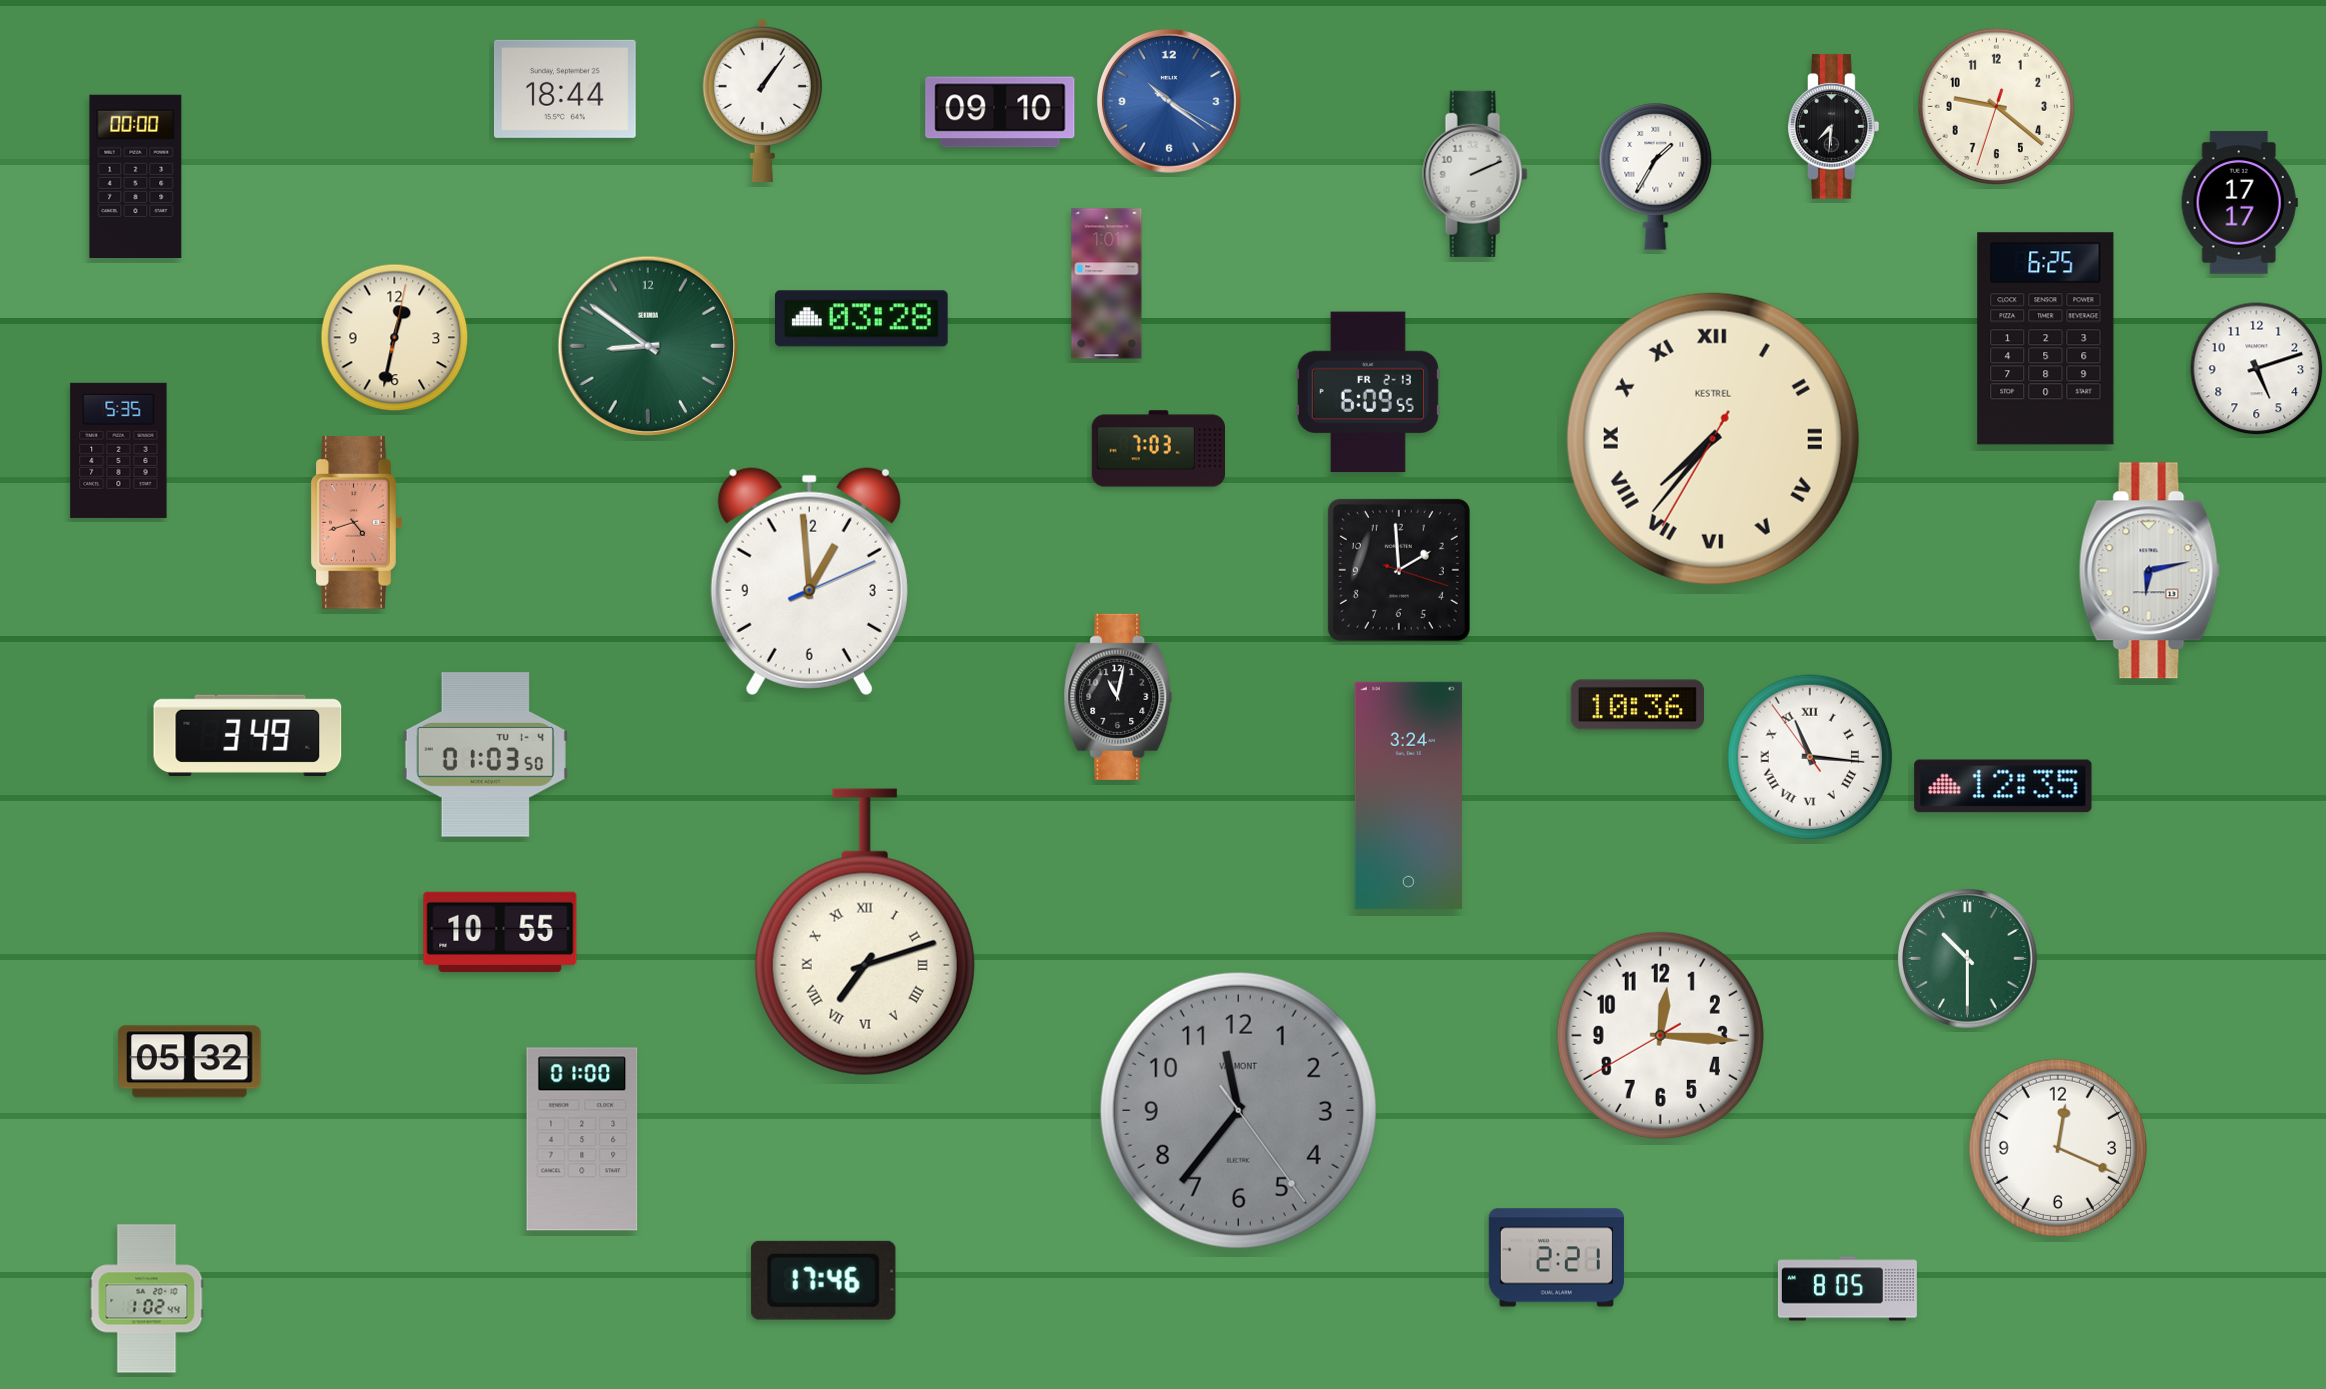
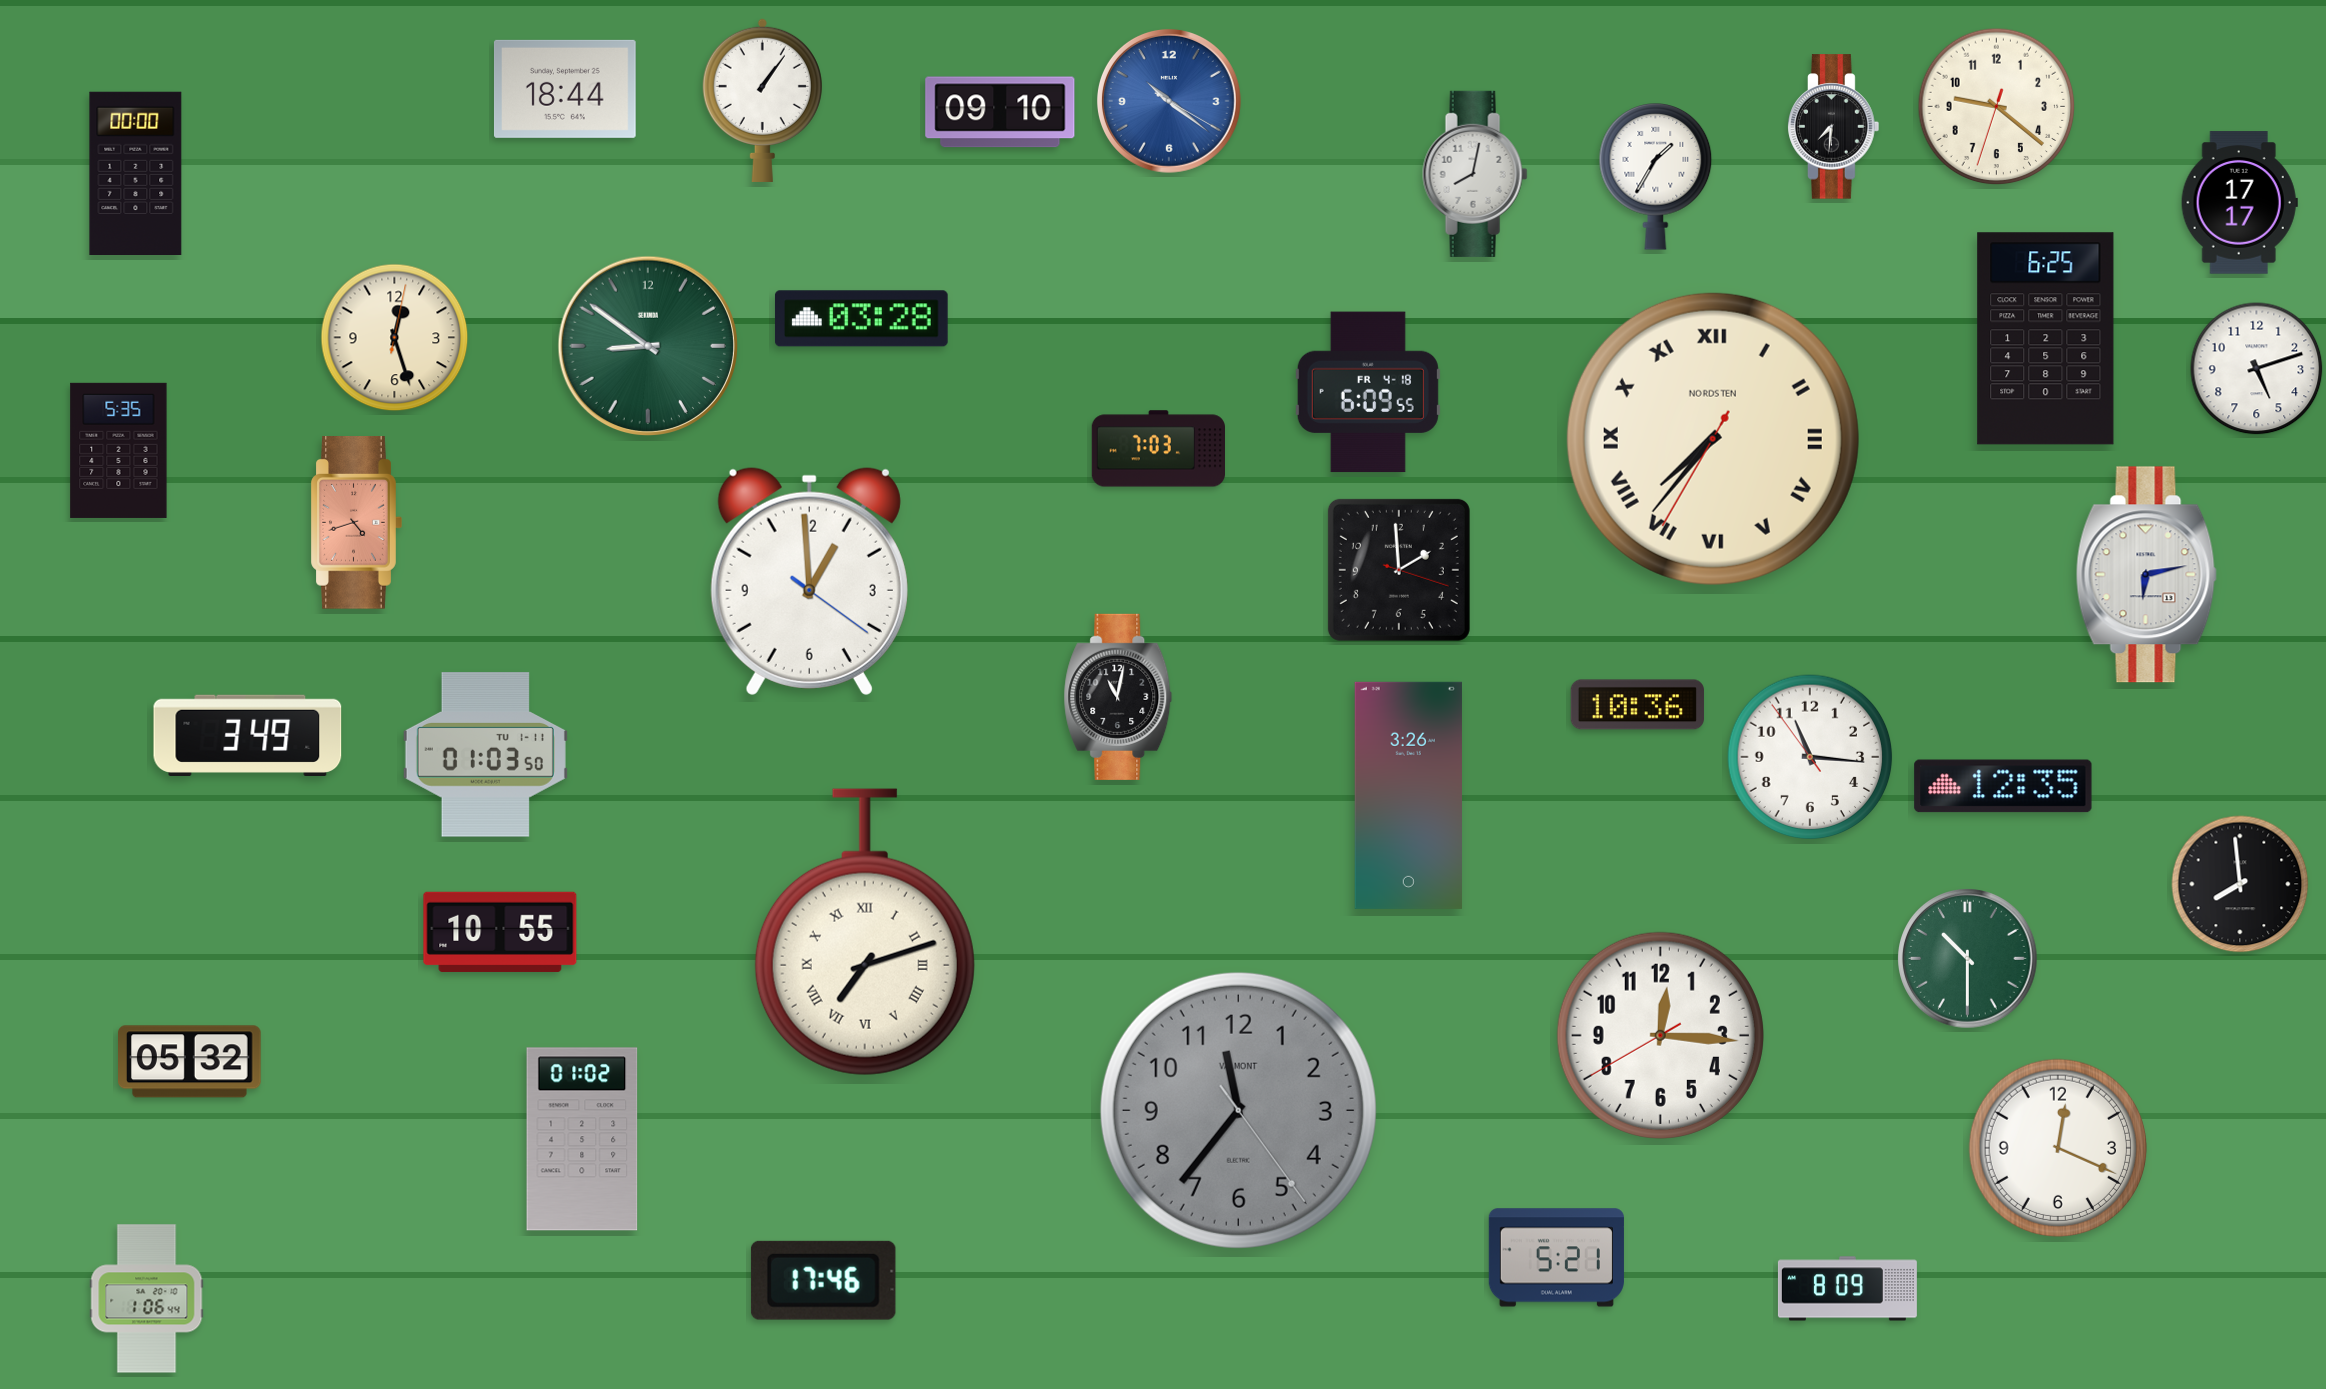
clock at (1475, 174): 2:11 -> 8:02
clock at (136, 176) position: (136, 176) -> (136, 173)
clock at (1107, 284): 1:01 -> none
clock at (395, 338): 12:32 -> 12:27
clock at (1368, 392) date: FR 2-13 -> FR 4-18
clock at (1713, 439) brand: KESTREL -> NORDSTEN
clock at (2149, 571) position: (2149, 571) -> (2146, 575)
clock at (809, 581): 12:59:11 -> 12:59:21
clock at (485, 755) date: TU 1-4 -> TU 1-11
clock at (1810, 757) numerals: Roman -> Arabic
clock at (1408, 795): 3:24 -> 3:26
clock at (2240, 884): none -> 7:59
clock at (582, 1139): 01:00 -> 01:02
clock at (1556, 1258): 2:21 -> 5:21
clock at (1847, 1289): 8:05 -> 8:09
clock at (147, 1299): 1:02 -> 1:06
